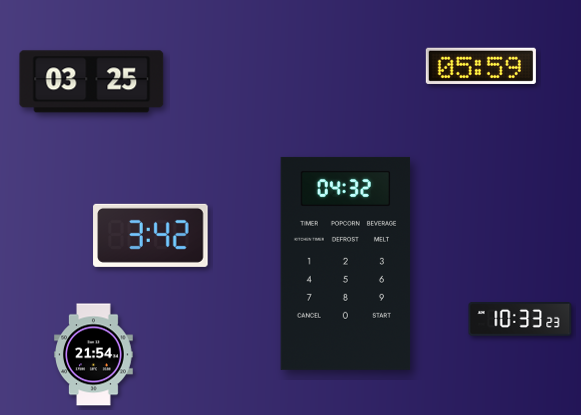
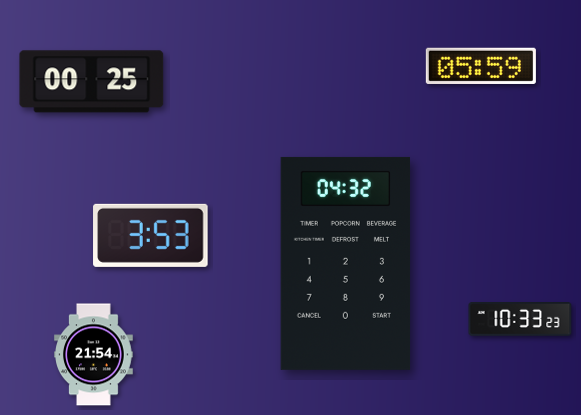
clock at (92, 82): 03:25 -> 00:25
clock at (151, 235): 3:42 -> 3:53
